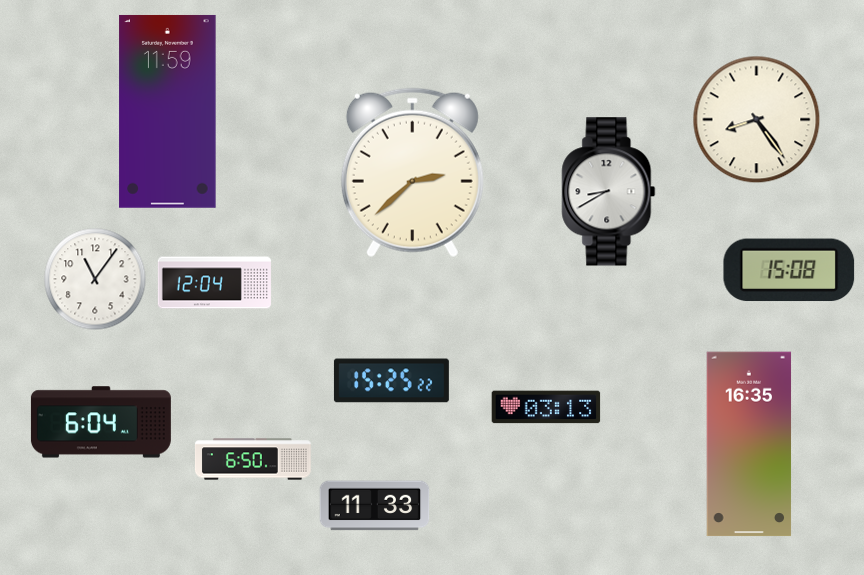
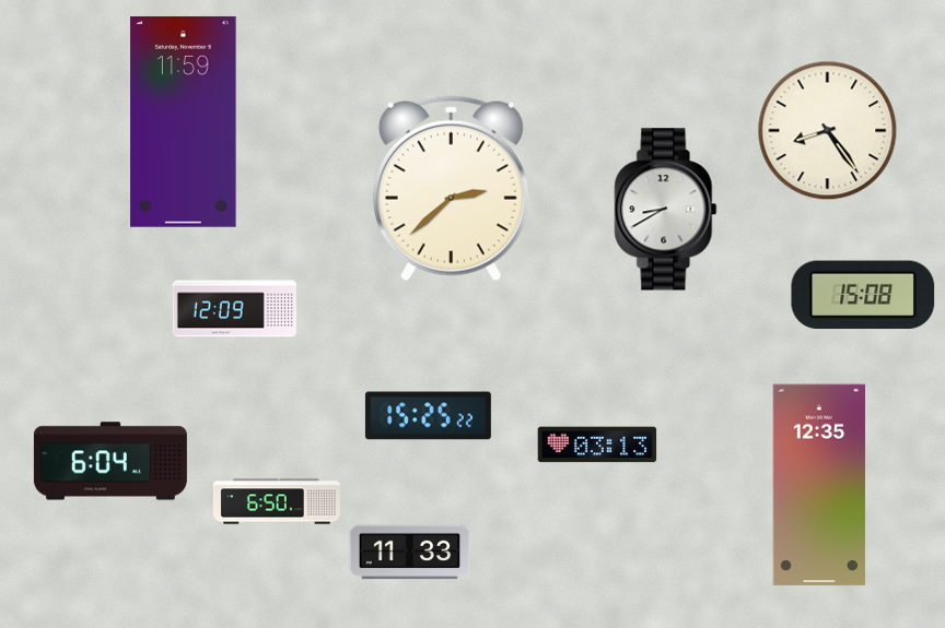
clock at (95, 279): 11:06 -> none
clock at (214, 283): 12:04 -> 12:09
clock at (749, 444): 16:35 -> 12:35
